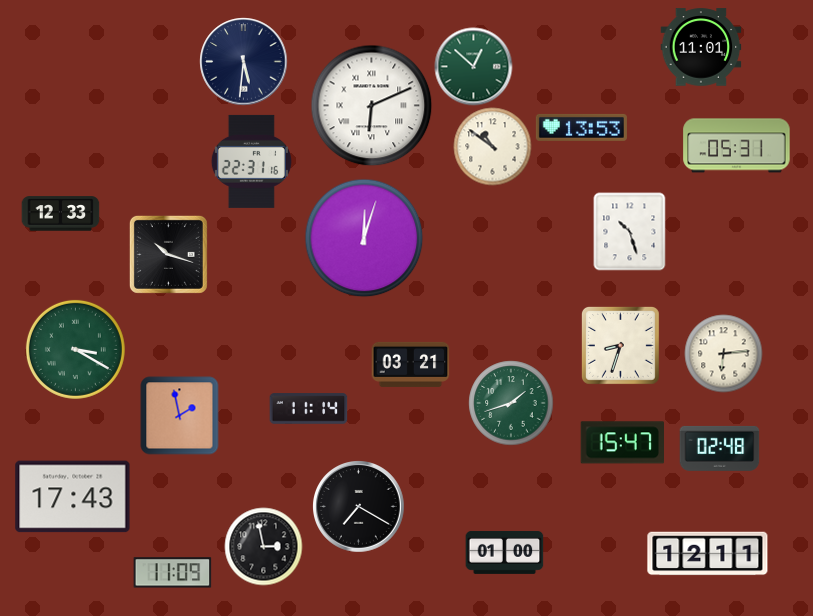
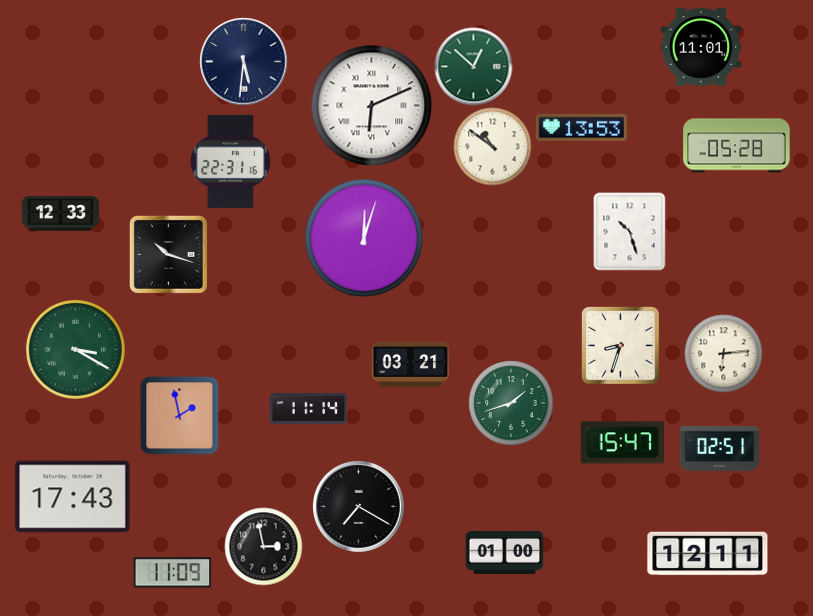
clock at (737, 146): 05:31 -> 05:28
clock at (251, 161) position: (251, 161) -> (230, 161)
clock at (719, 448): 02:48 -> 02:51
